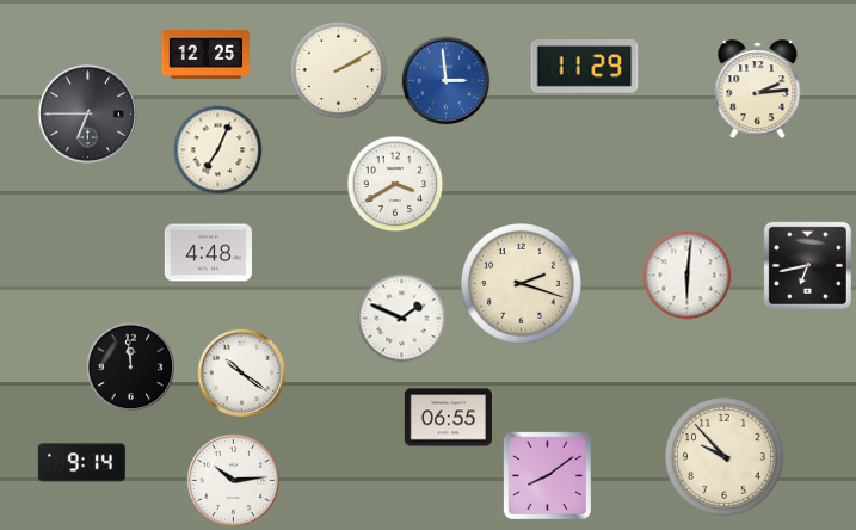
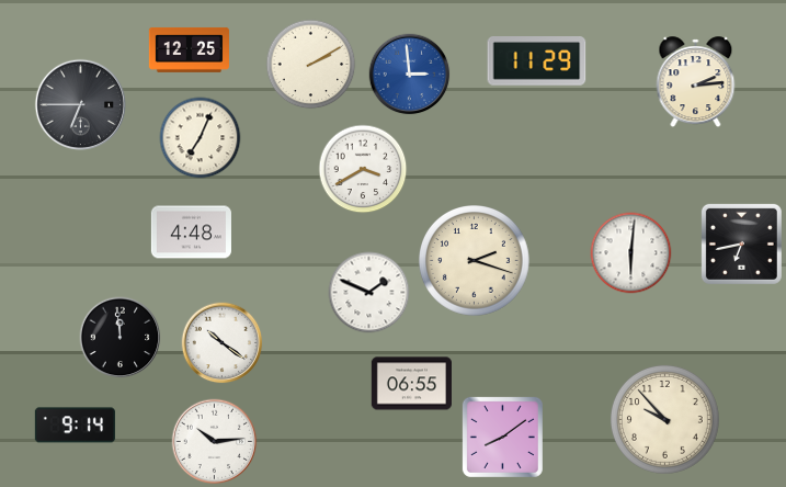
clock at (522, 284) position: (522, 284) -> (475, 261)
